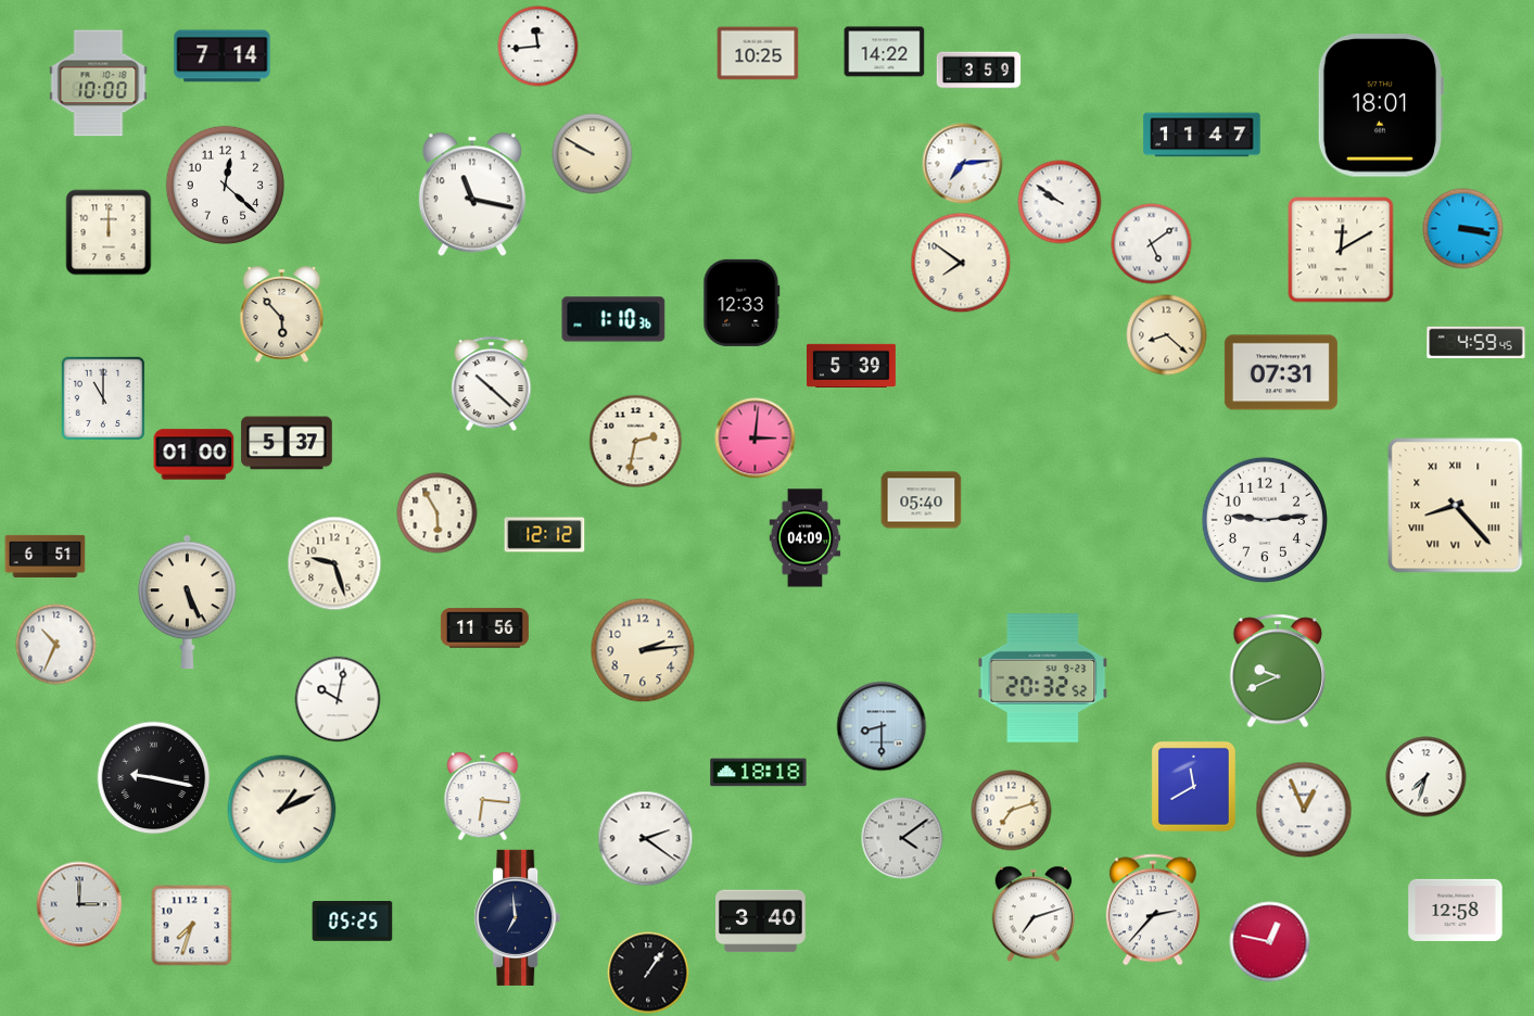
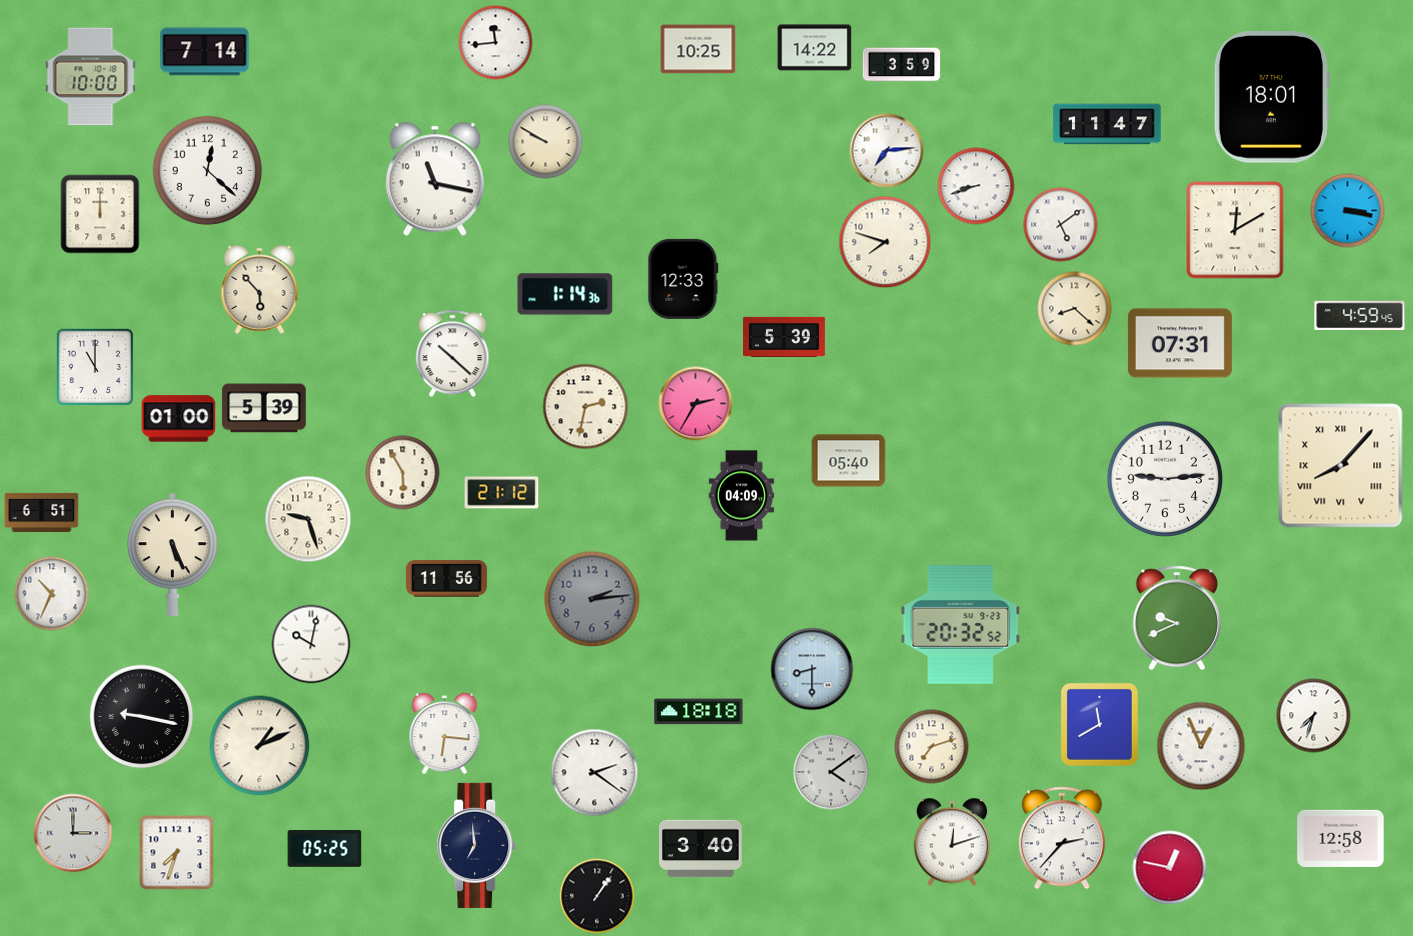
clock at (1060, 202): 9:51 -> 8:42
clock at (961, 263): 7:51 -> 7:48
clock at (613, 319): 1:10 -> 1:14
clock at (756, 439): 3:01 -> 2:35
clock at (287, 443): 5:37 -> 5:39
clock at (1456, 506): 8:23 -> 8:07
clock at (545, 535): 12:12 -> 21:12
clock at (643, 650) dial: cream -> grey
clock at (1034, 914): 7:12 -> 12:12
